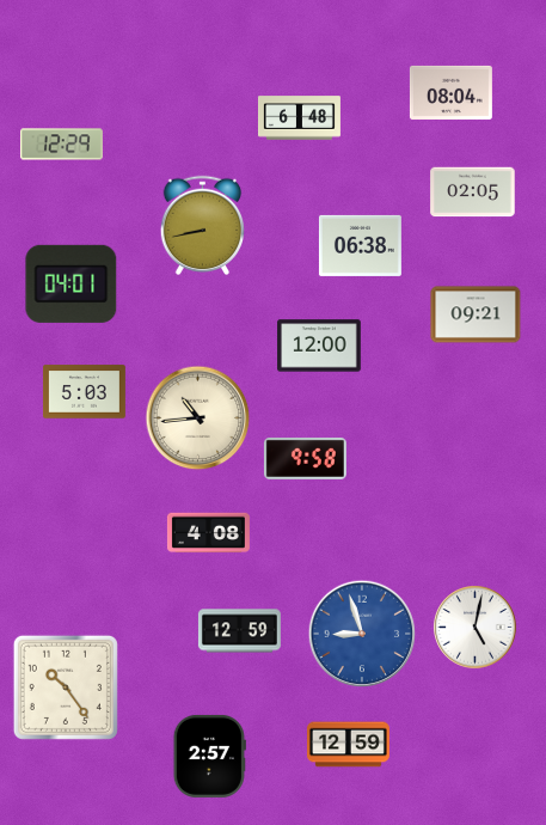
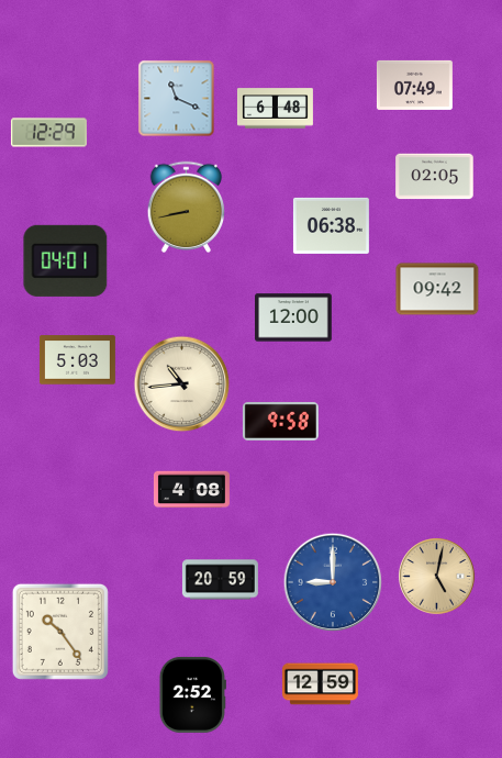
clock at (450, 92): 08:04 -> 07:49
clock at (177, 99): none -> 11:19
clock at (61, 145) position: (61, 145) -> (48, 133)
clock at (476, 314): 09:21 -> 09:42
clock at (476, 628) dial: white -> champagne
clock at (239, 631): 12:59 -> 20:59
clock at (362, 634): 8:57 -> 9:00
clock at (209, 756): 2:57 -> 2:52
